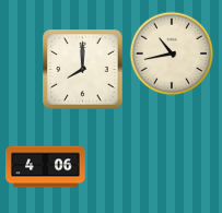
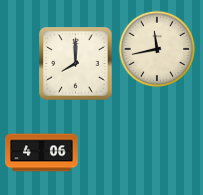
clock at (172, 54): 10:43 -> 11:43
